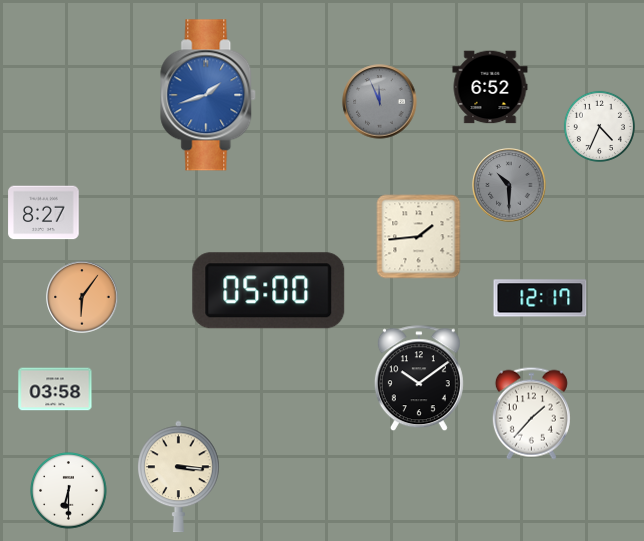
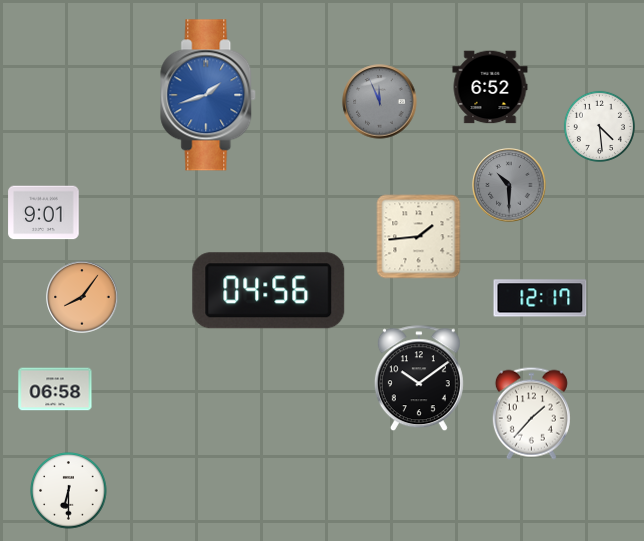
clock at (599, 126): 4:34 -> 4:29
clock at (44, 213): 8:27 -> 9:01
clock at (269, 291): 05:00 -> 04:56
clock at (82, 297): 6:06 -> 8:06
clock at (55, 389): 03:58 -> 06:58
clock at (179, 477): 3:16 -> none
